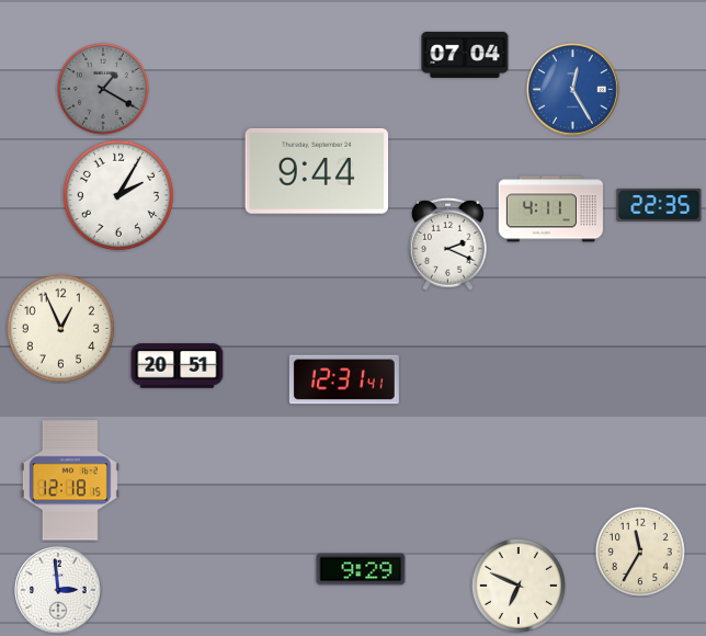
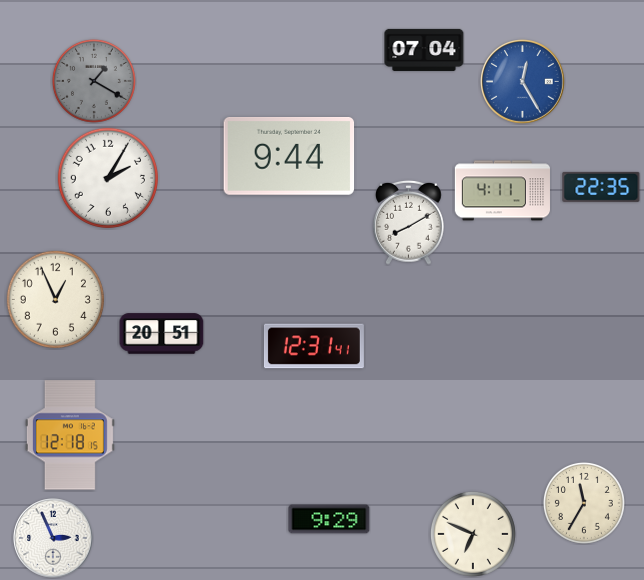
clock at (448, 243): 2:19 -> 8:10
clock at (70, 480) position: (70, 480) -> (70, 435)
clock at (58, 590): 2:59 -> 2:56
